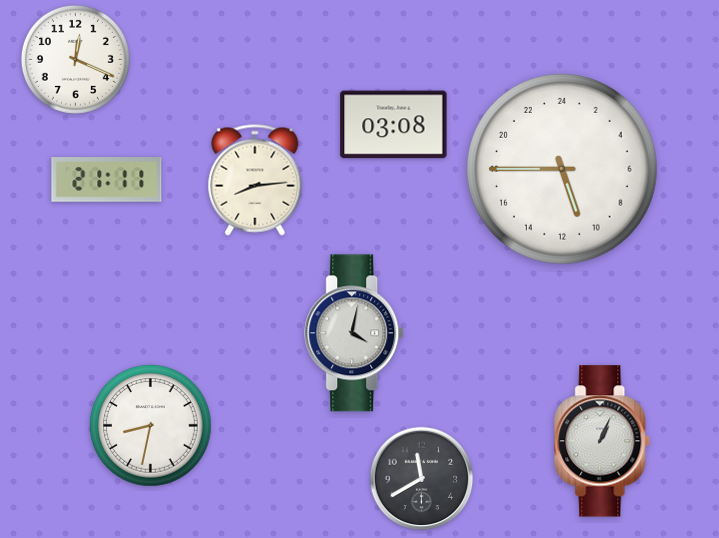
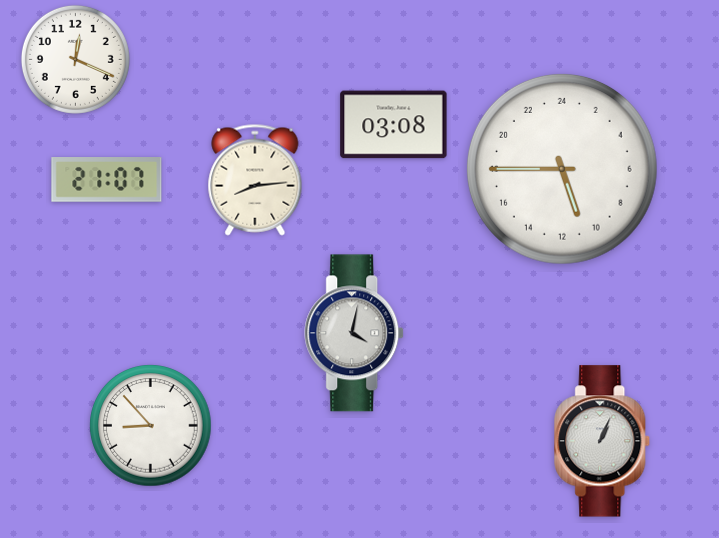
clock at (107, 180): 21:11 -> 21:07
clock at (151, 426): 8:32 -> 8:53
clock at (422, 479): 11:40 -> none
